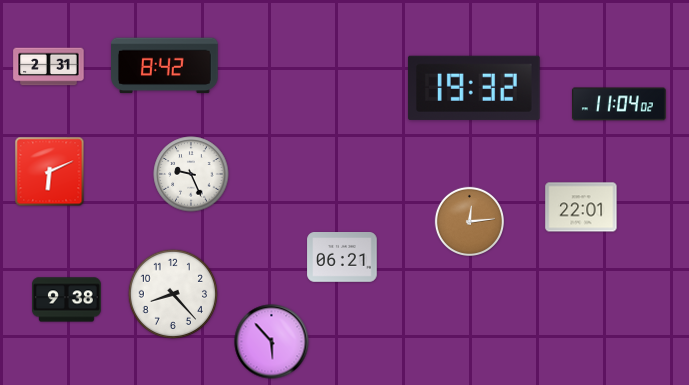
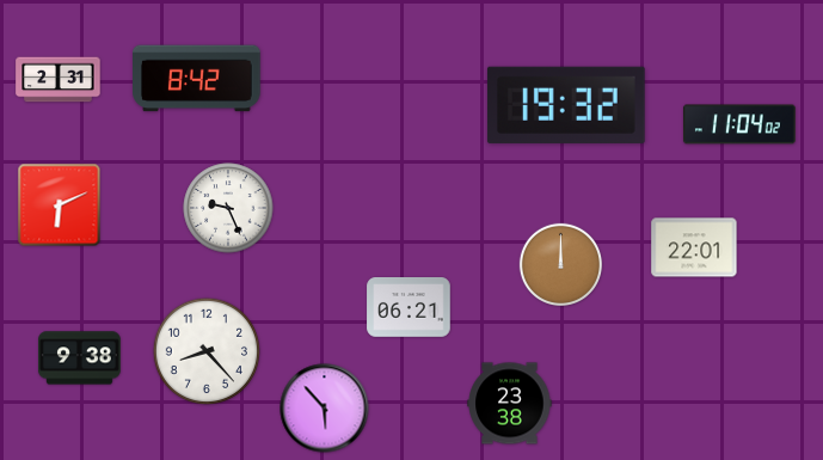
clock at (469, 221): 12:14 -> 12:00
clock at (510, 404): none -> 23:38
